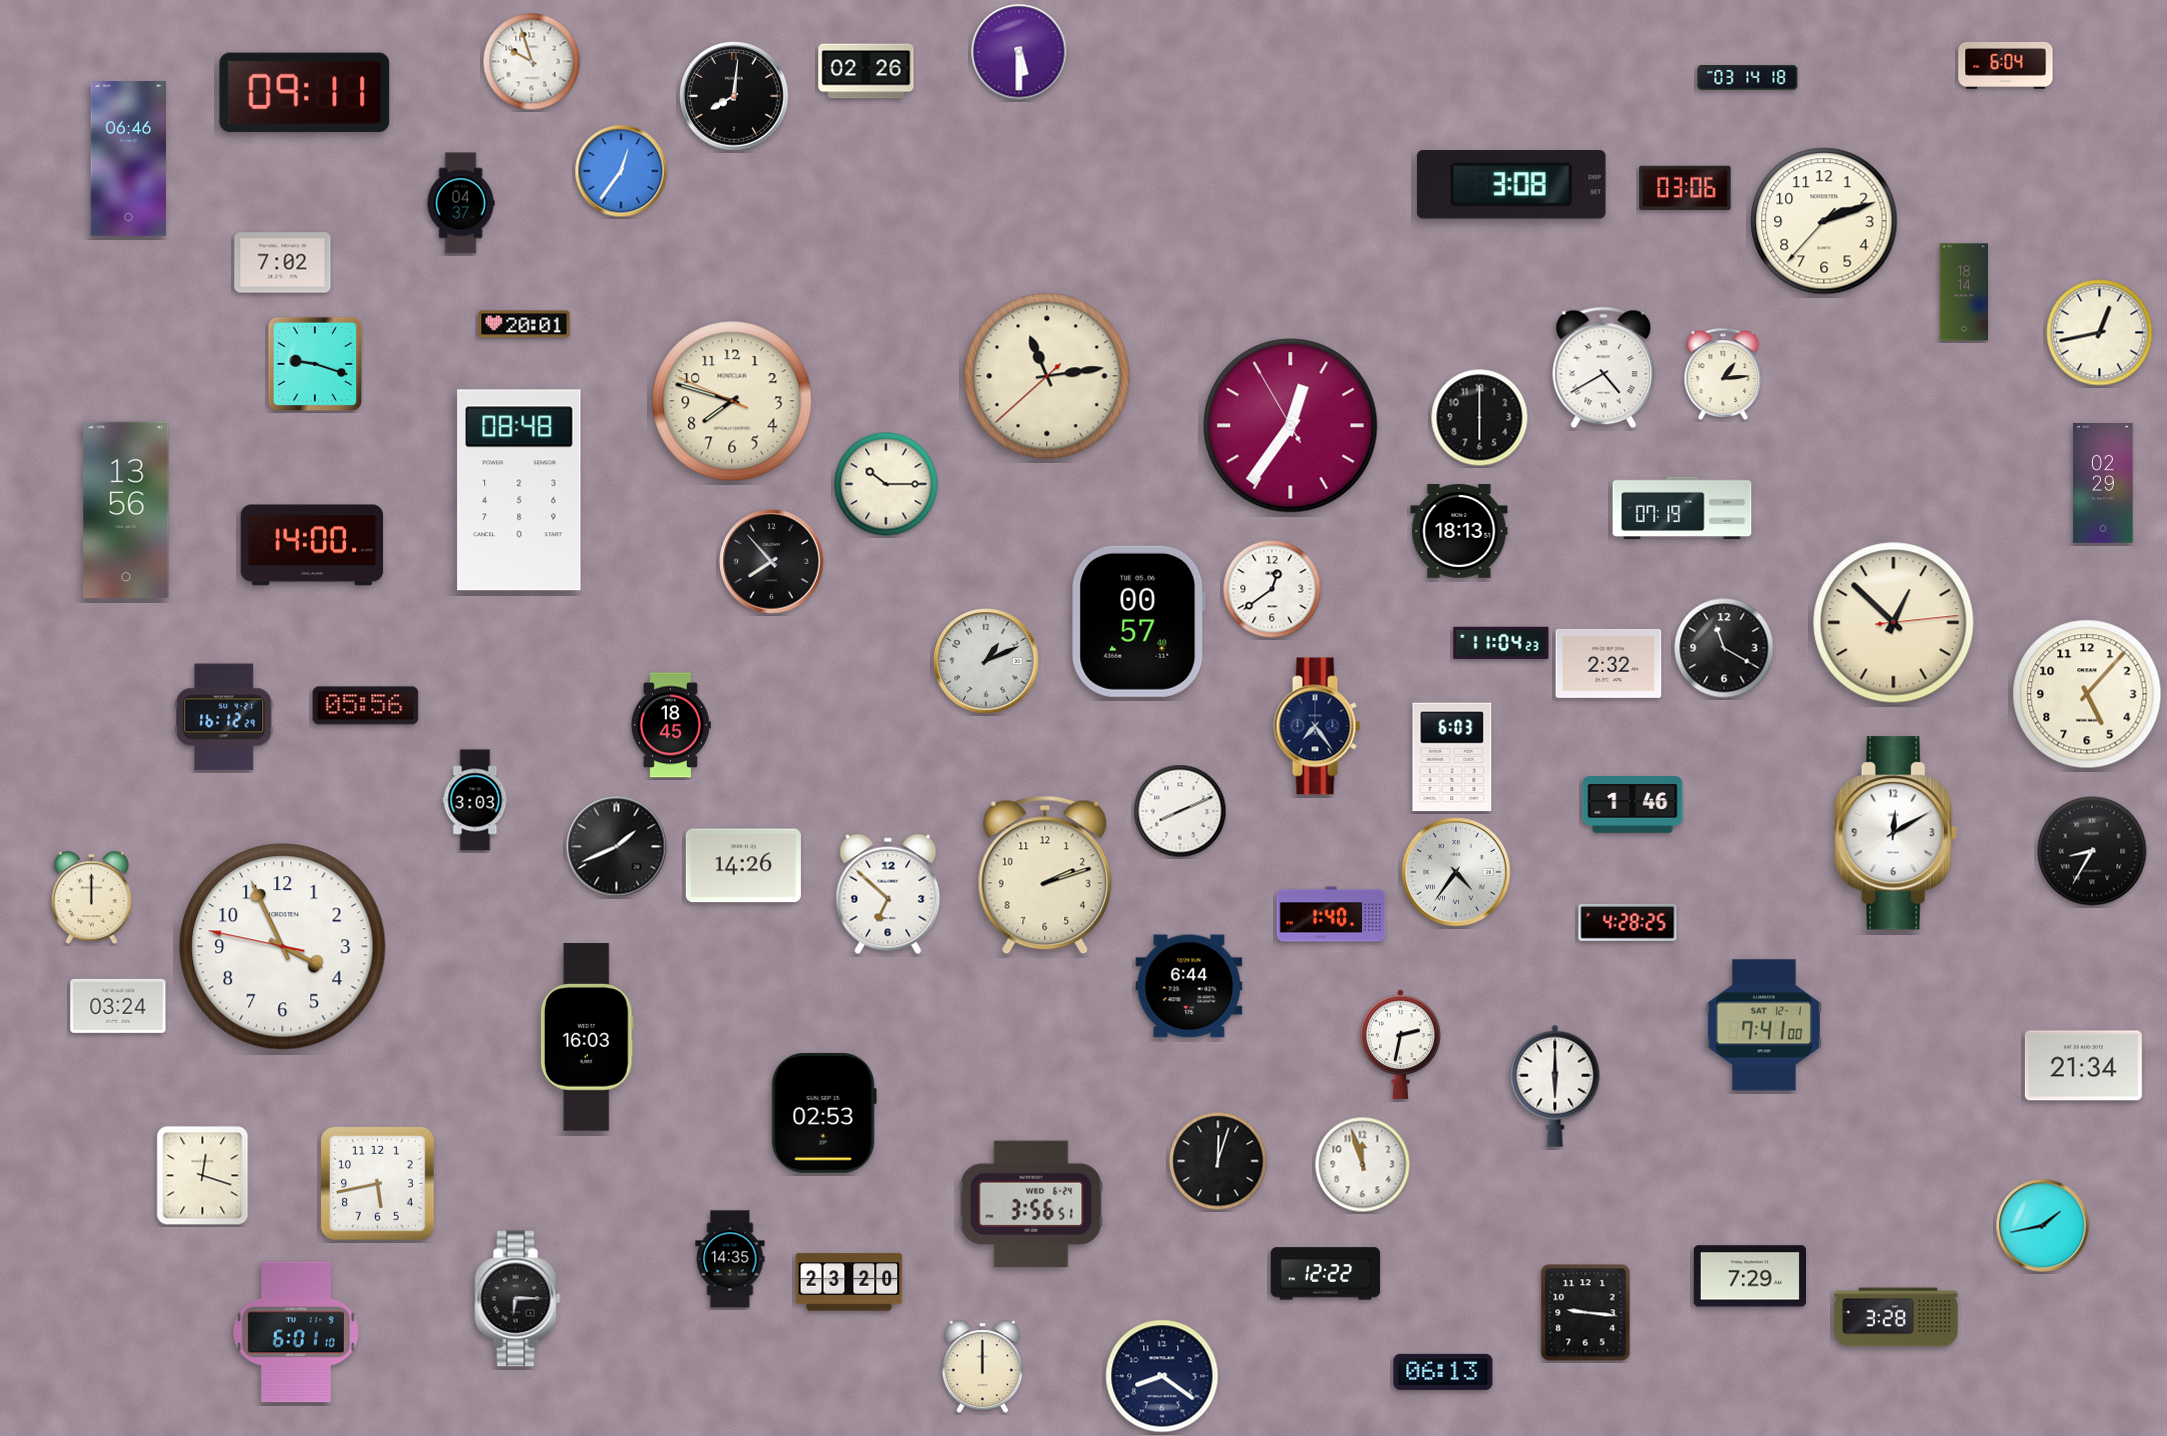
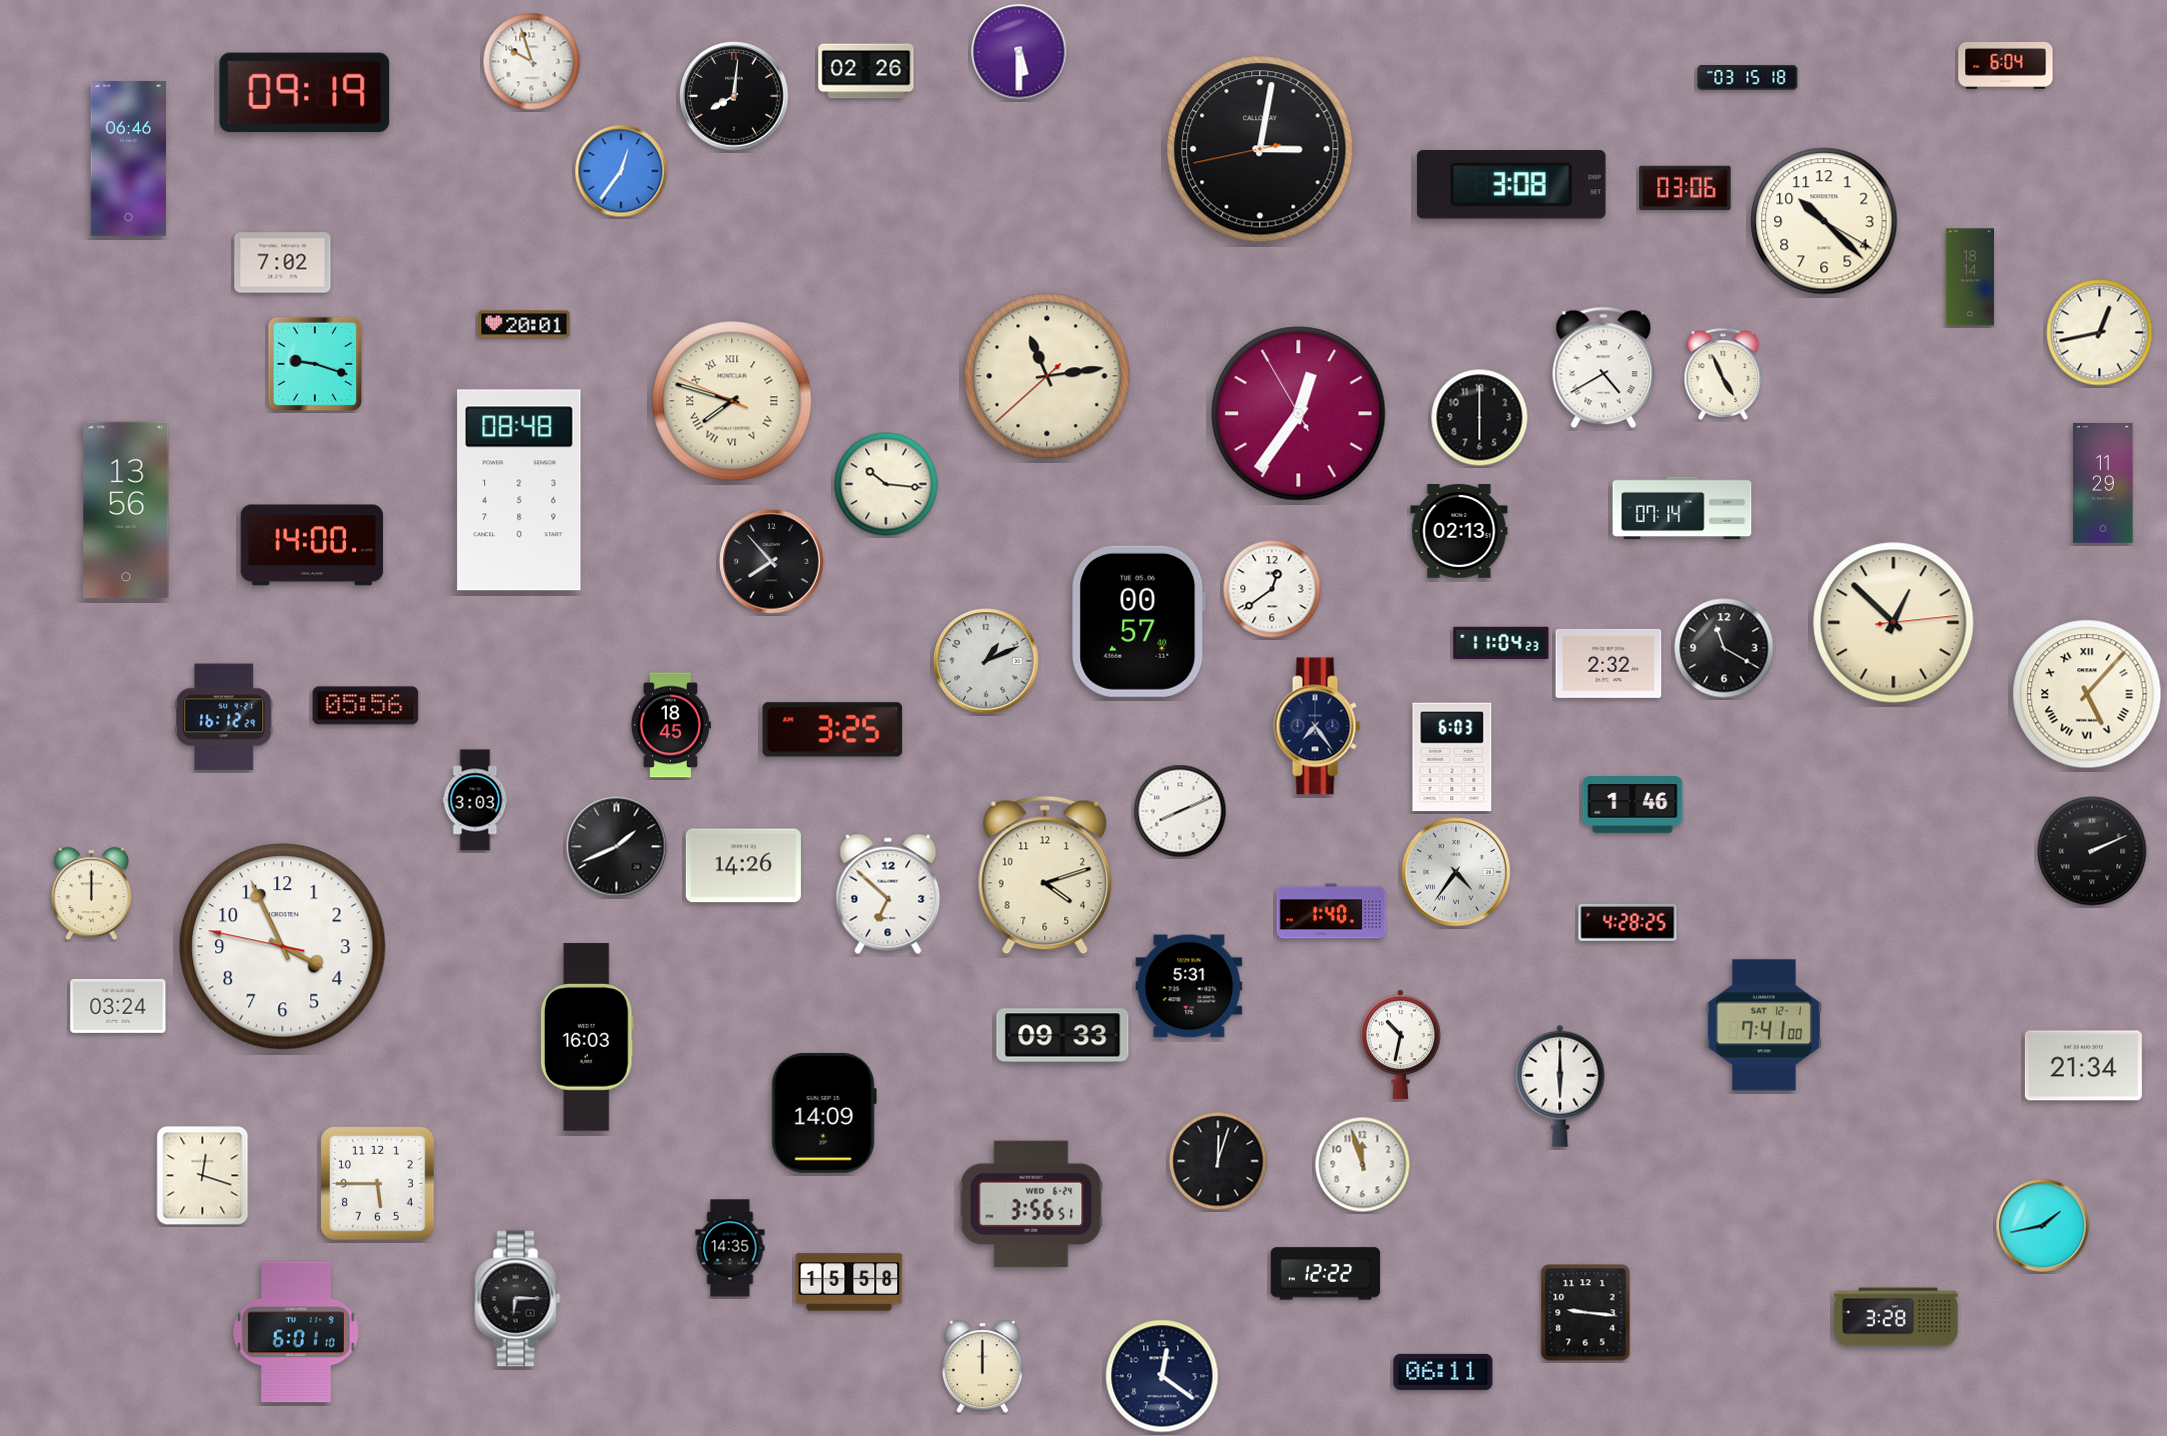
clock at (1748, 78): 03:14 -> 03:15
clock at (305, 93): 09:11 -> 09:19
clock at (1260, 149): none -> 3:01
clock at (461, 203): 04:37 -> none
clock at (1824, 221): 2:11 -> 10:22
clock at (1963, 292) position: (1963, 292) -> (1969, 277)
clock at (1723, 374): 1:14 -> 4:56
clock at (732, 401) numerals: Arabic -> Roman
clock at (1291, 426) position: (1291, 426) -> (1299, 414)
clock at (886, 484): 10:15 -> 10:16
clock at (2103, 484): 02:29 -> 11:29
clock at (1682, 508): 07:19 -> 07:14
clock at (1459, 531): 18:13 -> 02:13
clock at (2087, 694) numerals: Arabic -> Roman
clock at (833, 730): none -> 3:25
clock at (1896, 833): 12:10 -> none
clock at (2092, 851): 8:35 -> 2:11
clock at (1045, 875): 2:12 -> 4:12
clock at (91, 898) position: (91, 898) -> (91, 894)
clock at (1331, 914) position: (1331, 914) -> (1331, 911)
clock at (1189, 986): 6:44 -> 5:31
clock at (1063, 1036): none -> 09:33
clock at (1401, 1045): 2:32 -> 10:32
clock at (1555, 1086) position: (1555, 1086) -> (1560, 1086)
clock at (824, 1113): 02:53 -> 14:09
clock at (378, 1184): 5:43 -> 5:45
clock at (730, 1259) position: (730, 1259) -> (730, 1248)
clock at (1749, 1276): 7:29 -> none
clock at (849, 1282): 23:20 -> 15:58
clock at (1443, 1372): 06:13 -> 06:11
clock at (1162, 1376): 8:21 -> 12:21
